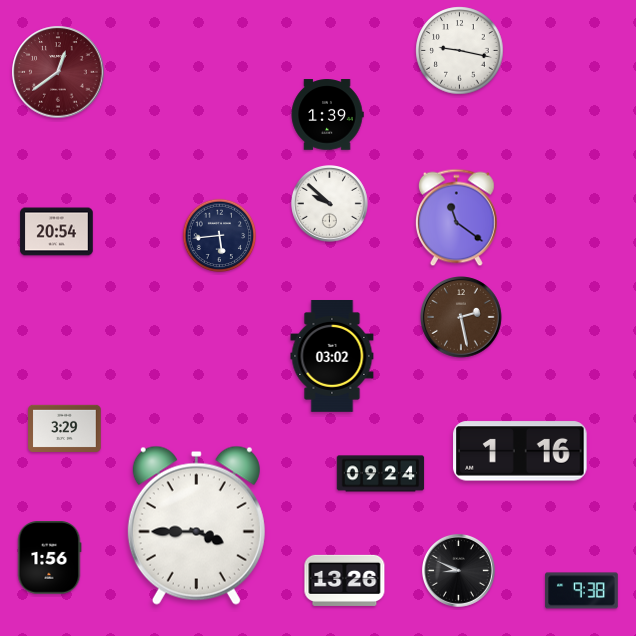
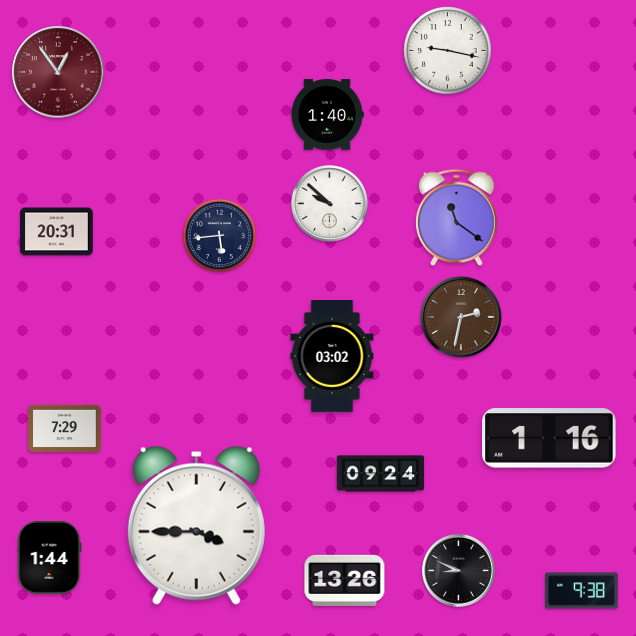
clock at (460, 51) position: (460, 51) -> (448, 51)
clock at (58, 72): 12:39 -> 12:54
clock at (327, 115): 1:39 -> 1:40
clock at (57, 232): 20:54 -> 20:31
clock at (461, 317): 2:28 -> 2:32
clock at (65, 428): 3:29 -> 7:29
clock at (520, 451) position: (520, 451) -> (549, 438)
clock at (49, 558): 1:56 -> 1:44
